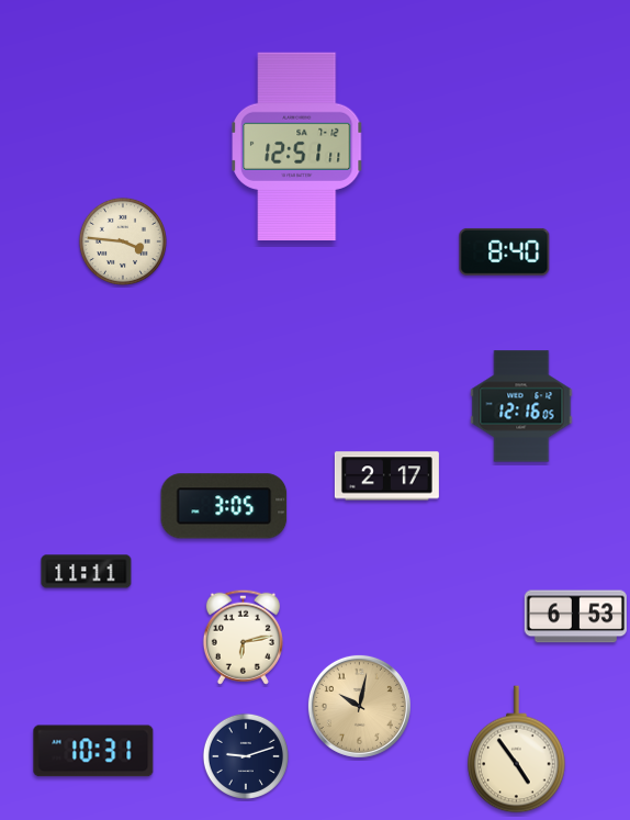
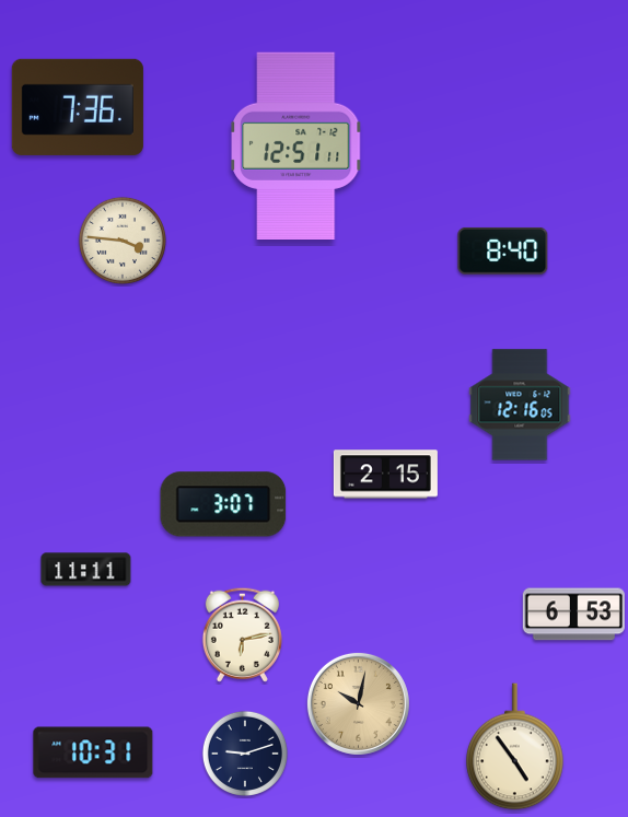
clock at (78, 107): none -> 7:36
clock at (386, 476): 2:17 -> 2:15
clock at (224, 506): 3:05 -> 3:07
clock at (93, 751) position: (93, 751) -> (93, 752)
